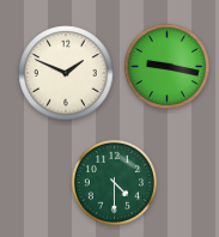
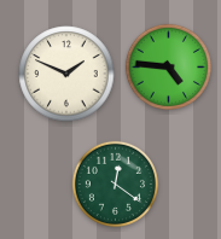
clock at (166, 66): 9:17 -> 4:46
clock at (114, 182): 4:30 -> 12:21
